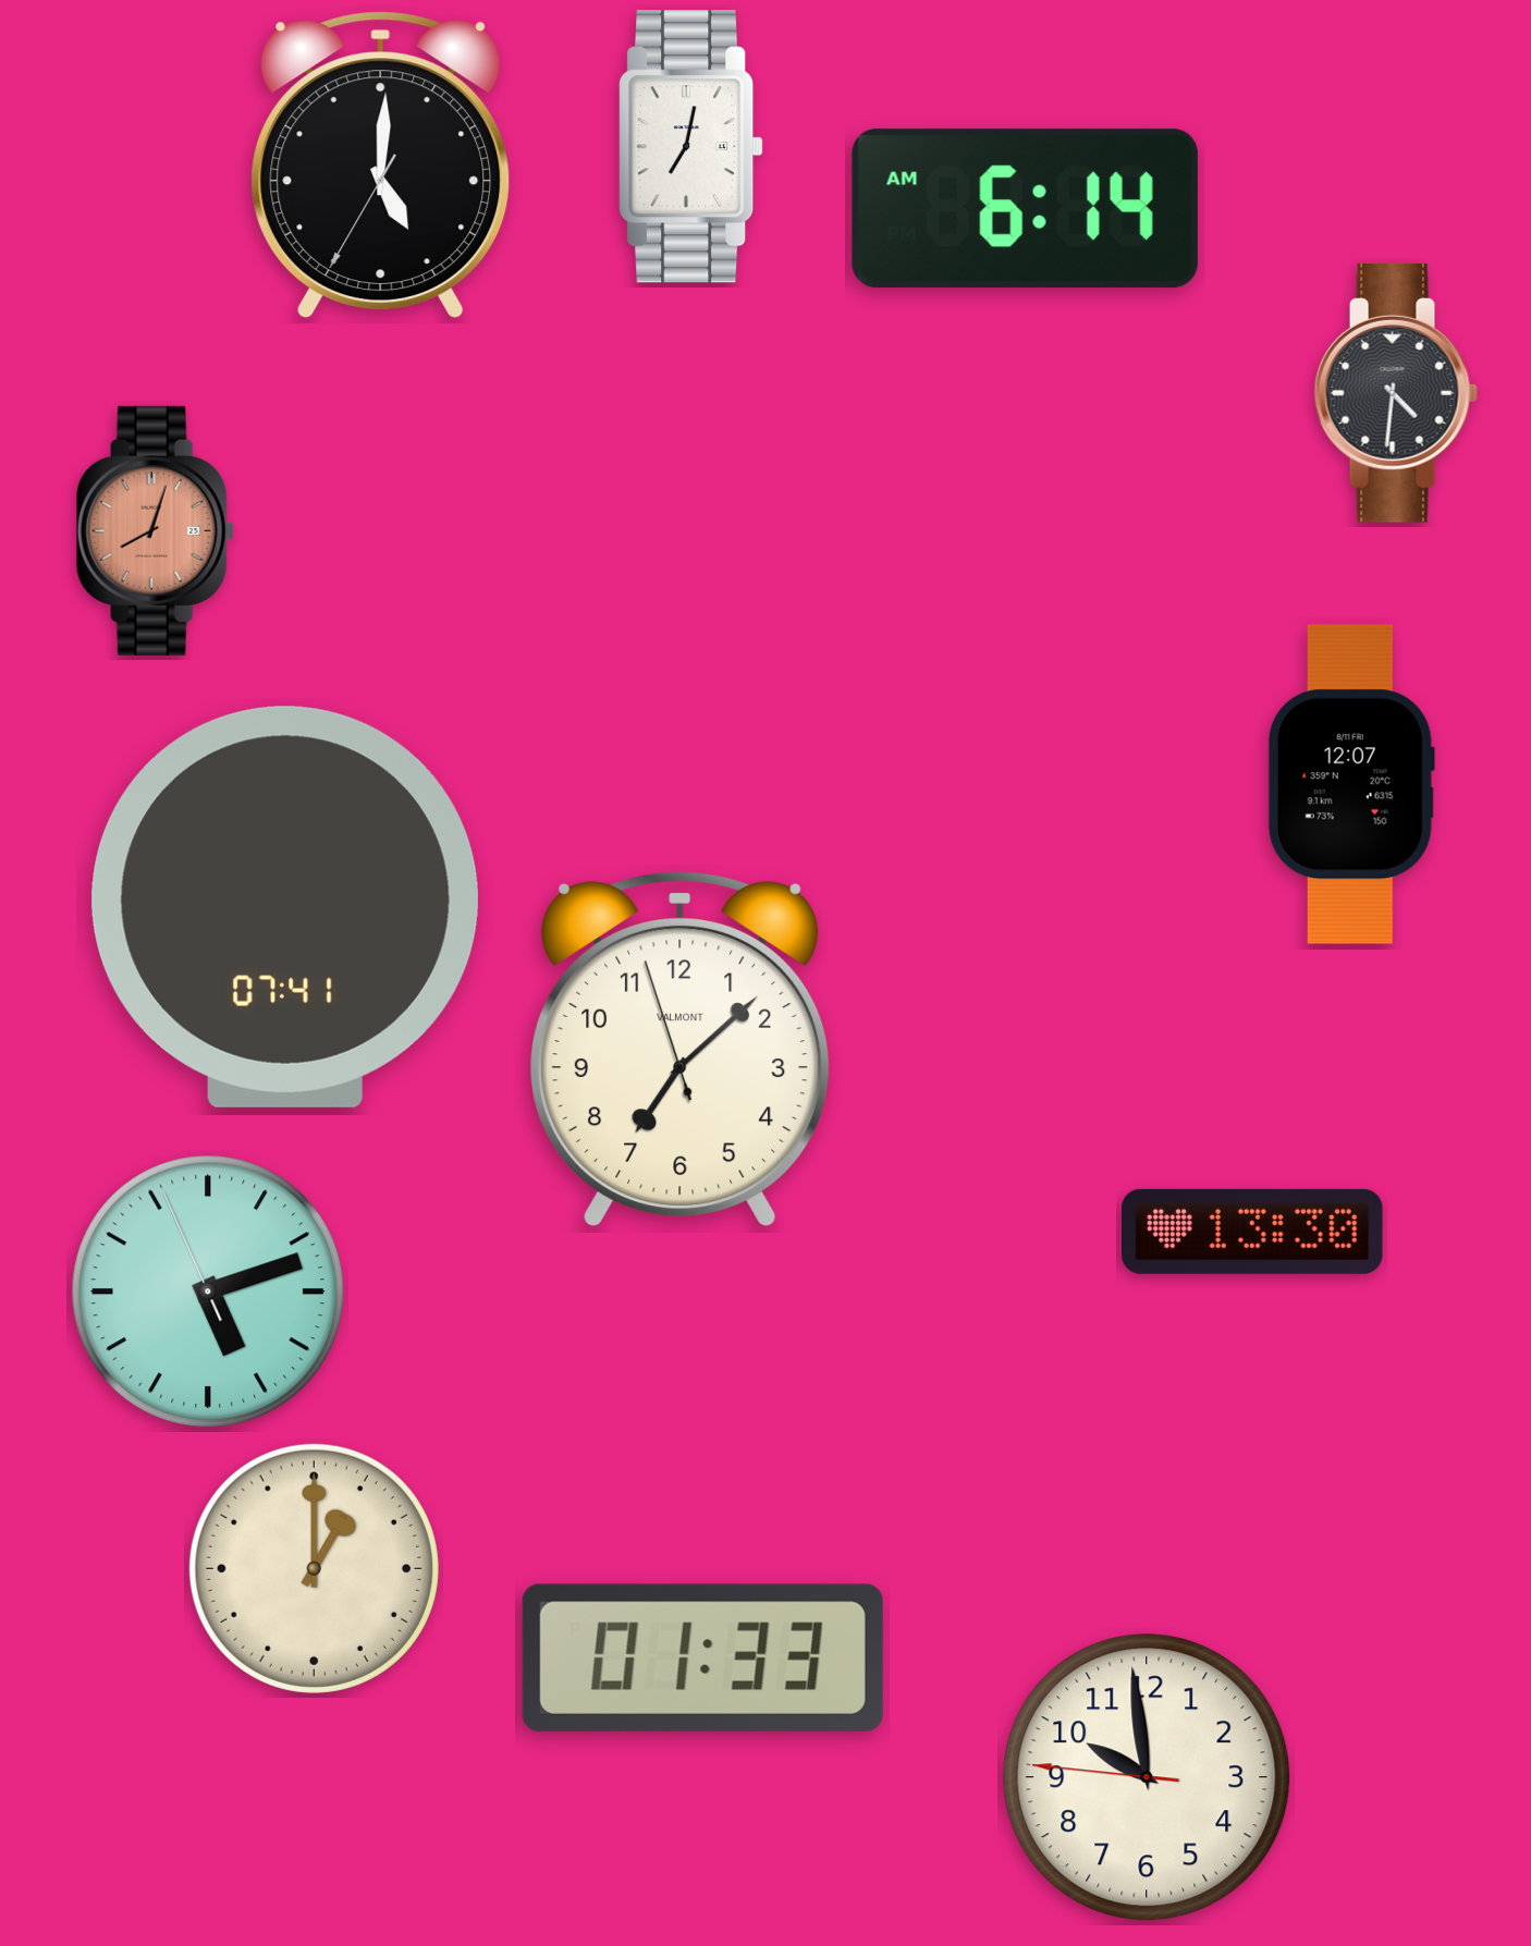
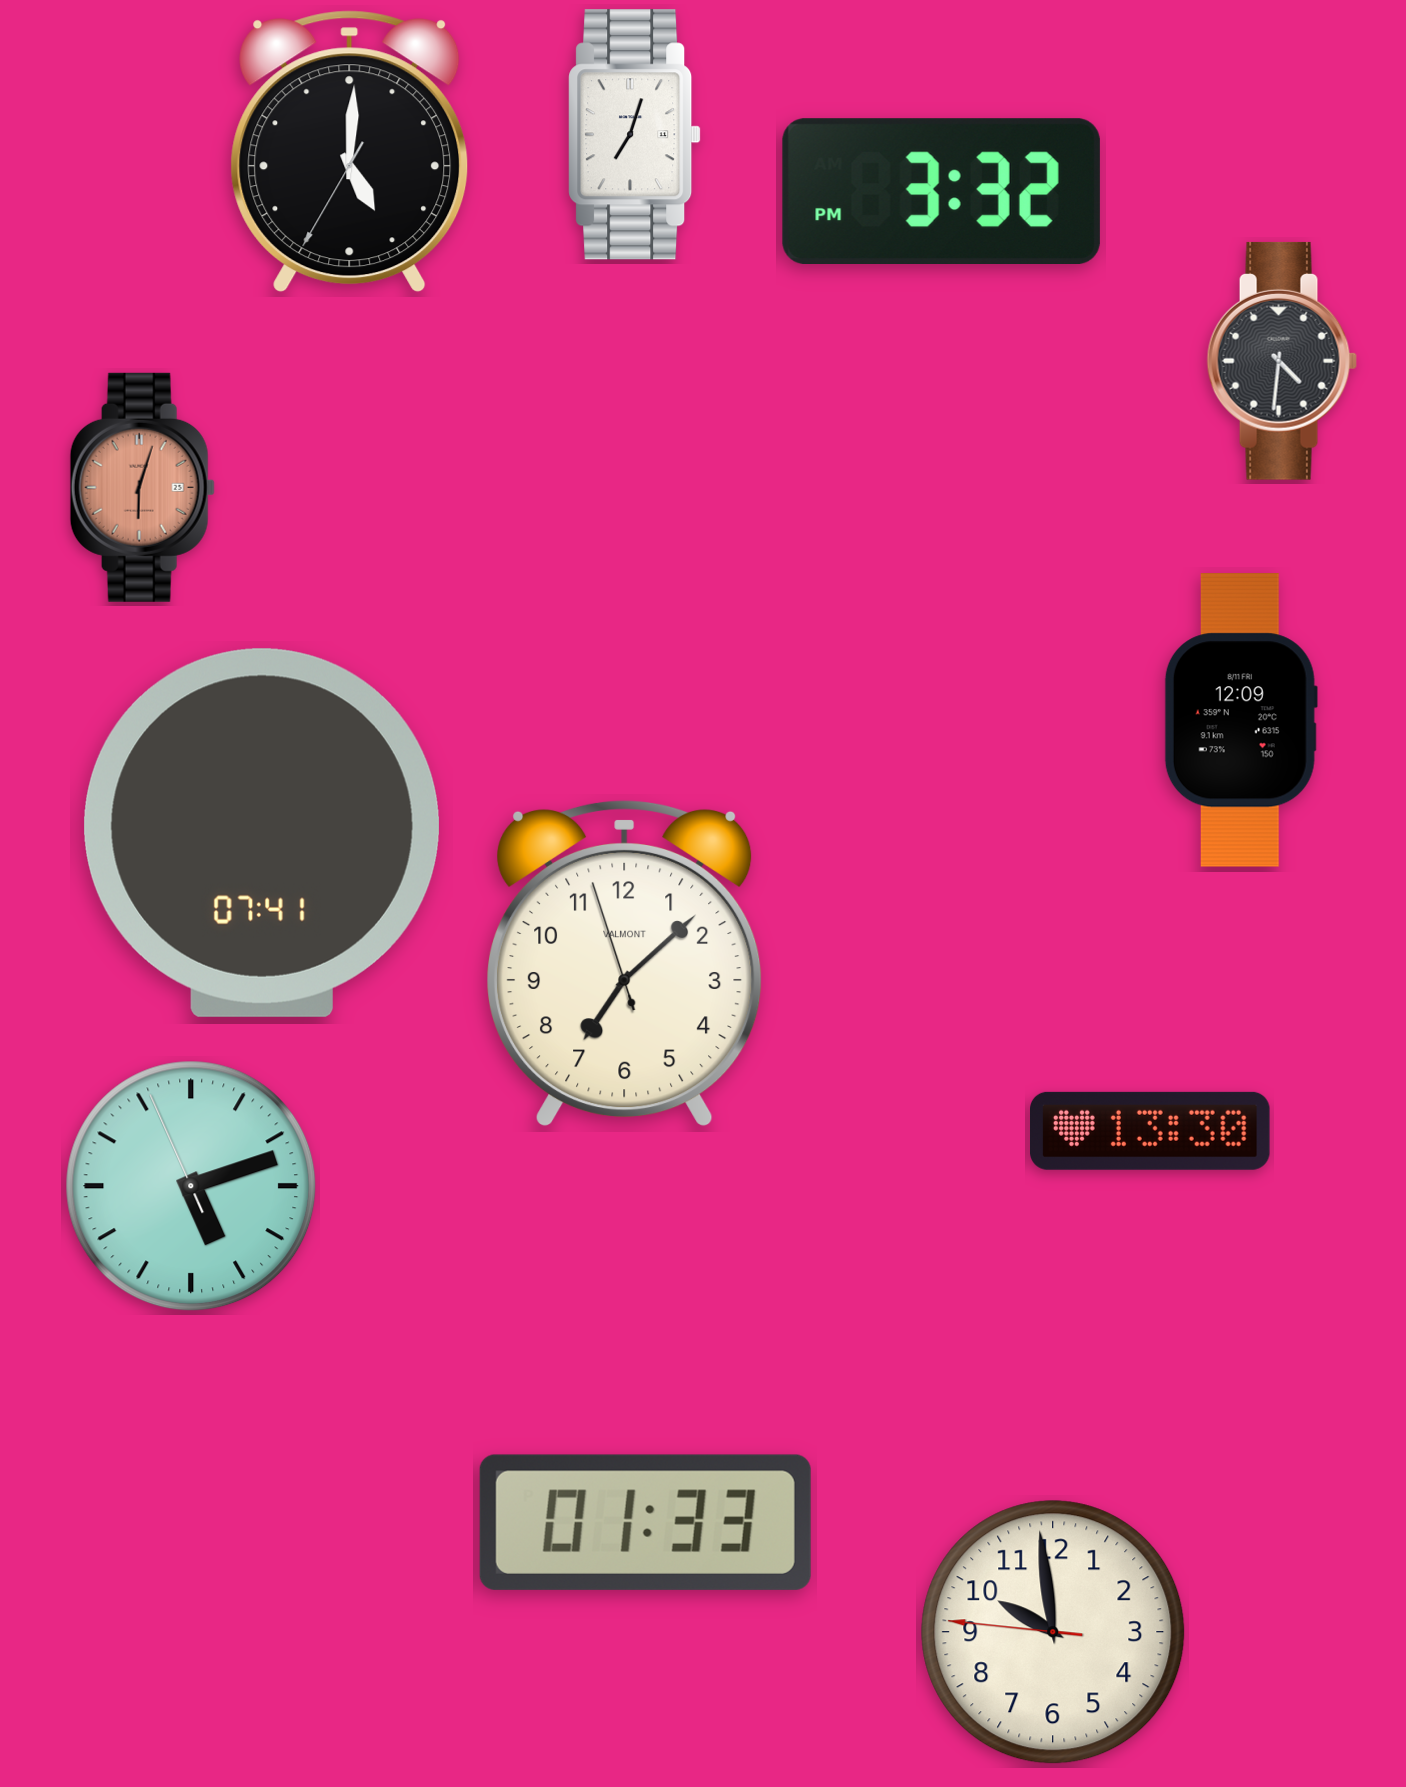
clock at (691, 147): 7:02 -> 7:03
clock at (1025, 208): 6:14 -> 3:32
clock at (155, 530): 8:03 -> 6:03
clock at (1351, 784): 12:07 -> 12:09
clock at (314, 1568): 1:00 -> none
